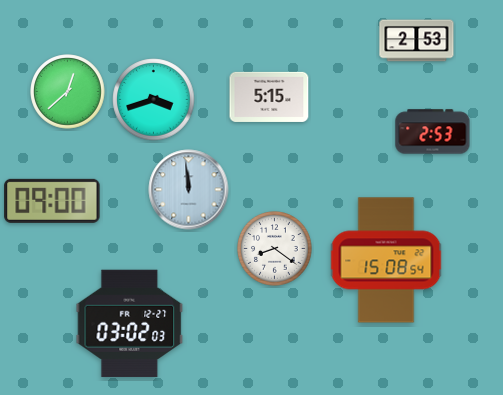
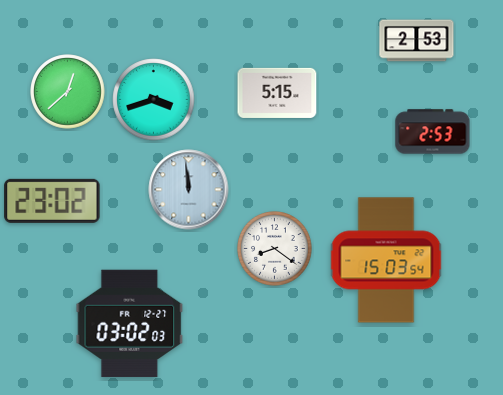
clock at (269, 97) position: (269, 97) -> (277, 93)
clock at (52, 201): 09:00 -> 23:02
clock at (386, 260): 15:08 -> 15:03
